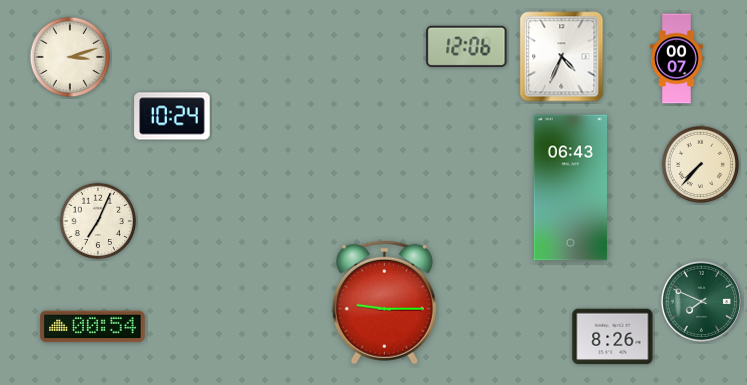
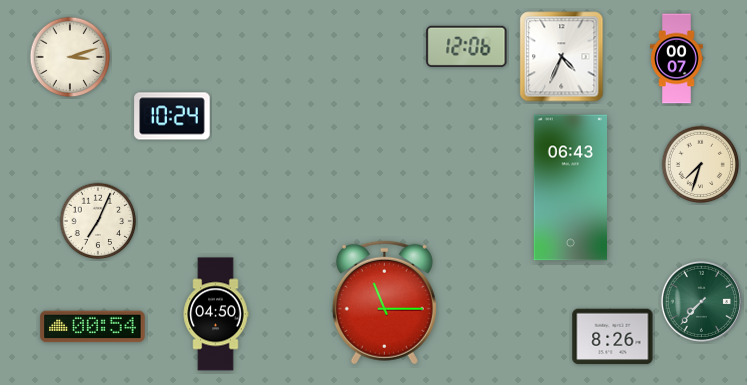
clock at (701, 165): 7:37 -> 7:33
clock at (701, 301): 7:49 -> 7:37
clock at (384, 302): 9:15 -> 11:15
clock at (216, 314): none -> 04:50
